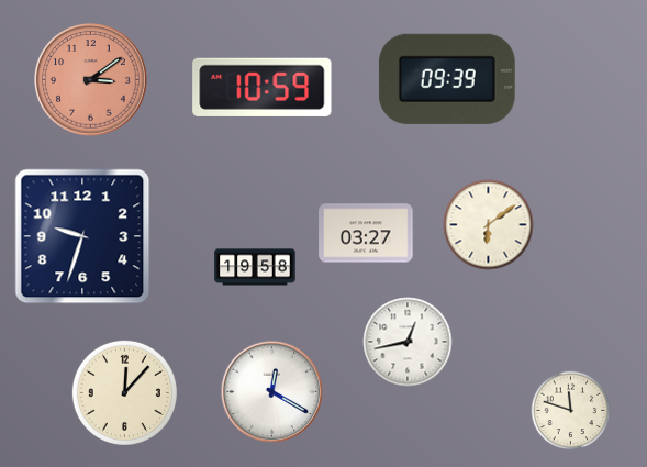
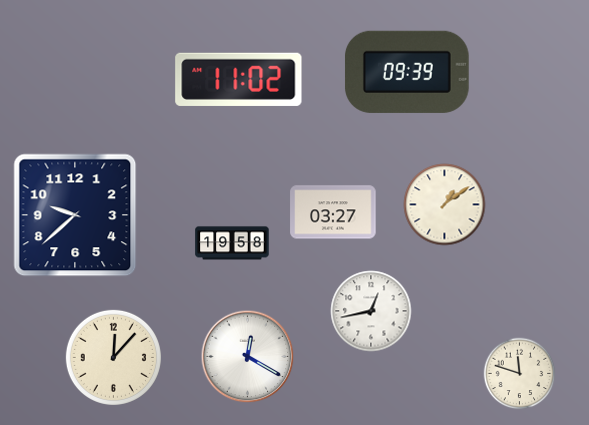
clock at (91, 80): 3:09 -> none
clock at (263, 87): 10:59 -> 11:02
clock at (489, 225): 6:09 -> 1:09
clock at (82, 236): 9:33 -> 9:38
